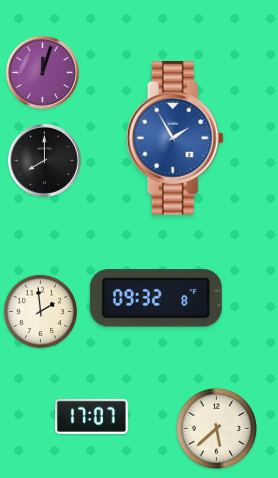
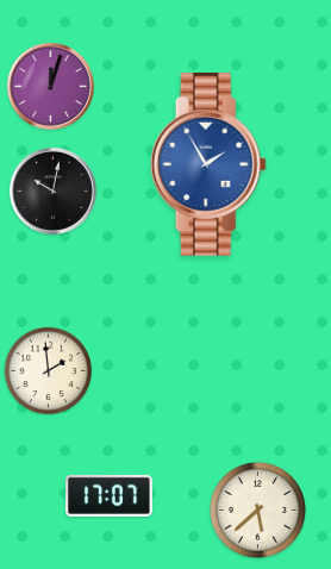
clock at (44, 160): 8:00 -> 10:02
clock at (156, 298): 09:32 -> none
